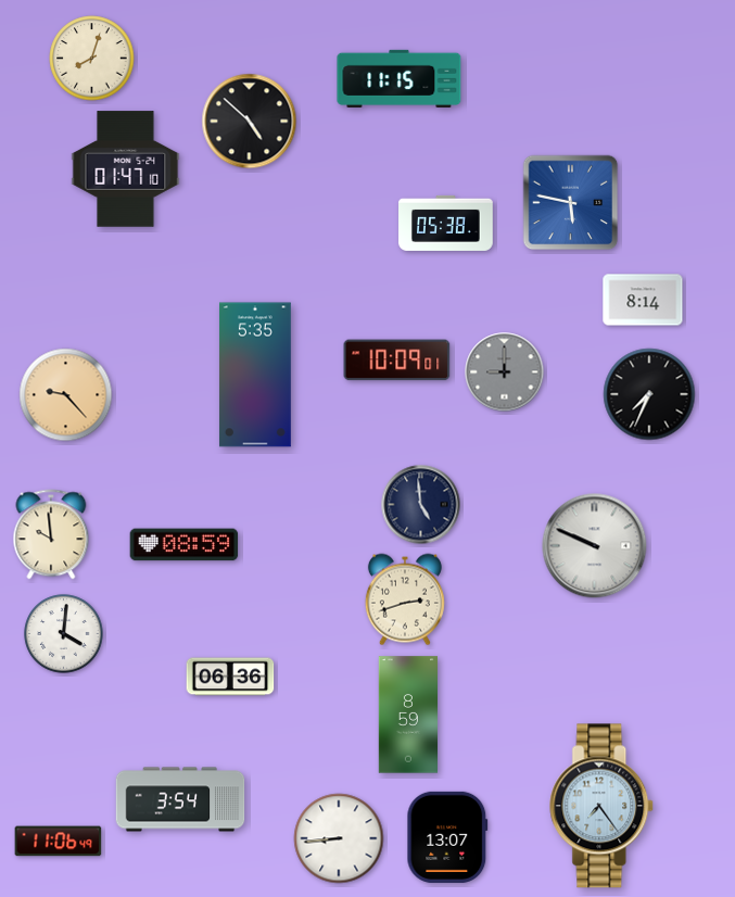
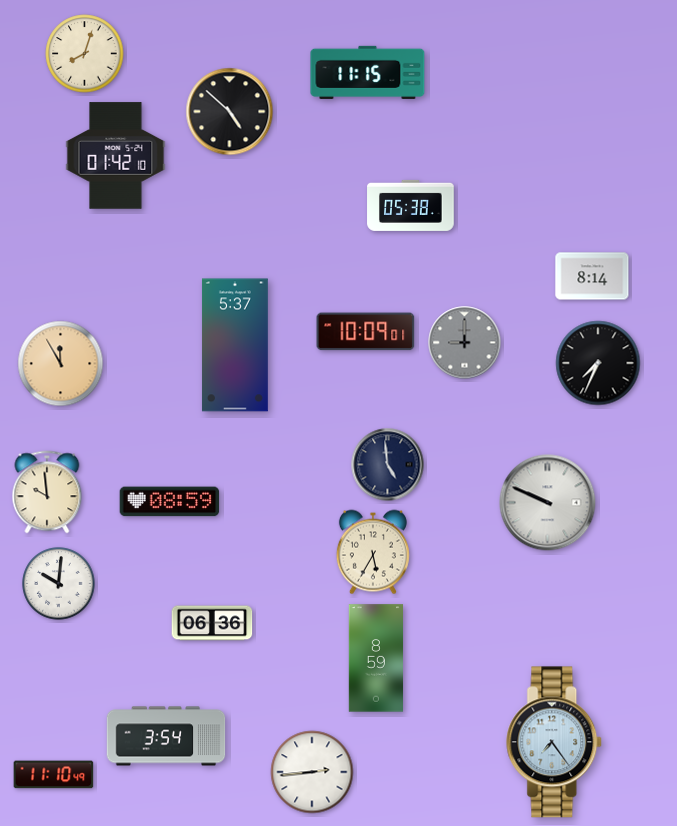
clock at (126, 169): 01:47 -> 01:42
clock at (571, 203): 5:47 -> none
clock at (255, 375): 5:35 -> 5:37
clock at (66, 395): 9:23 -> 11:55
clock at (405, 599): 2:42 -> 5:35
clock at (64, 634): 4:01 -> 10:01
clock at (447, 837): 13:07 -> none
clock at (339, 838): 8:44 -> 2:44
clock at (59, 842): 11:06 -> 11:10
